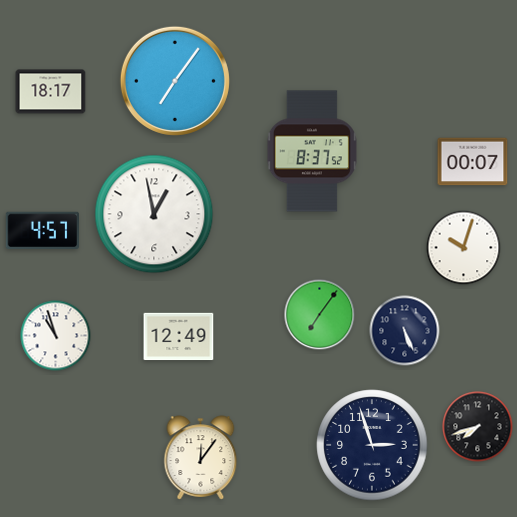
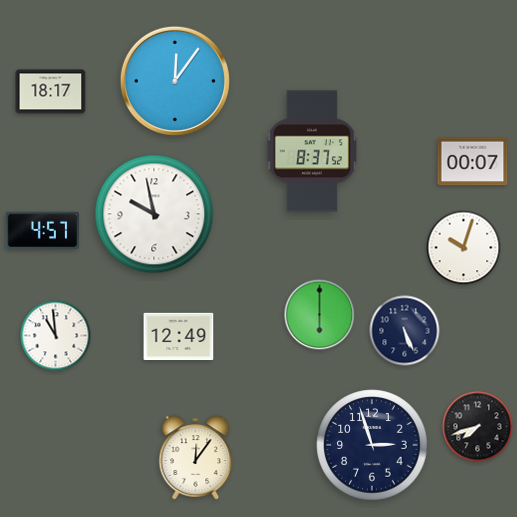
clock at (175, 81): 7:06 -> 12:06
clock at (154, 214): 12:58 -> 9:58
clock at (320, 315): 7:06 -> 6:00
clock at (56, 336): 10:57 -> 10:59
clock at (201, 458) position: (201, 458) -> (196, 458)
